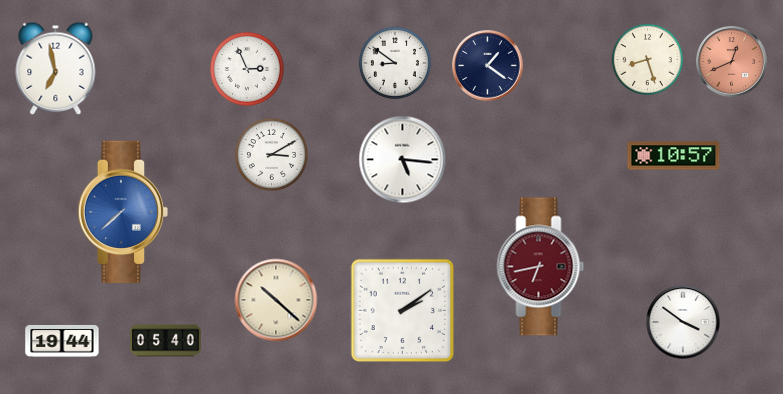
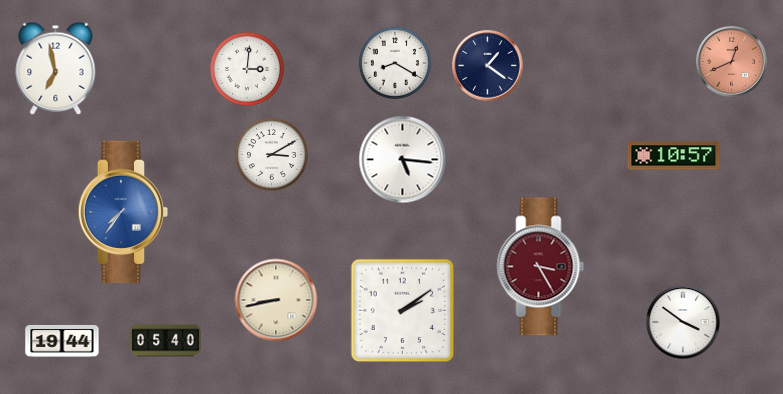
clock at (647, 59): 8:27 -> none
clock at (395, 63): 8:51 -> 8:20
clock at (247, 69): 2:56 -> 3:01
clock at (123, 212): 7:38 -> 7:36
clock at (541, 267): 6:43 -> 3:25
clock at (276, 300): 10:22 -> 8:43
